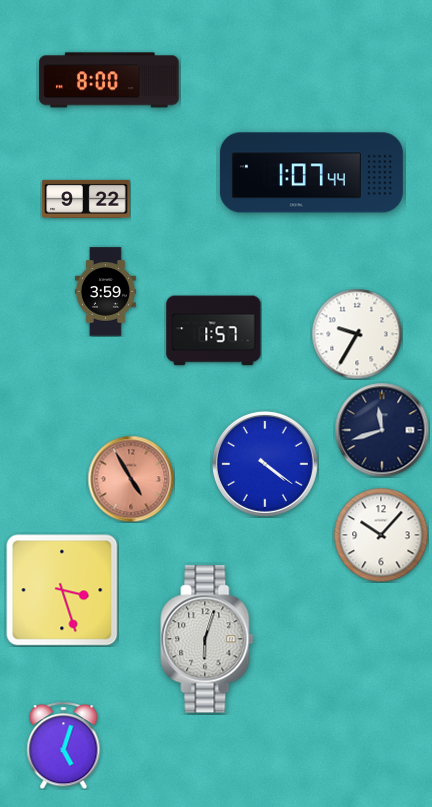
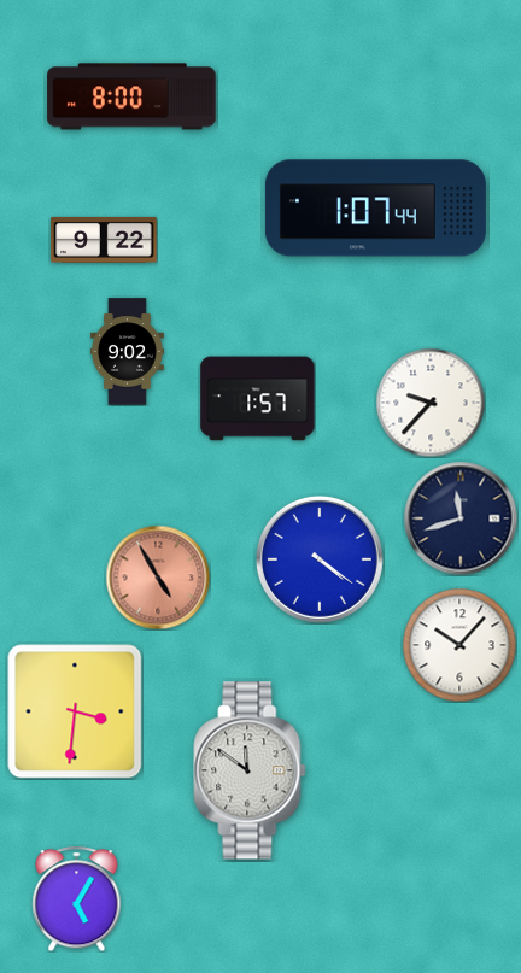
clock at (105, 292): 3:59 -> 9:02
clock at (357, 334): 9:35 -> 9:37
clock at (62, 590): 3:27 -> 3:31
clock at (207, 639): 6:03 -> 11:51
clock at (64, 745): 5:03 -> 5:05
